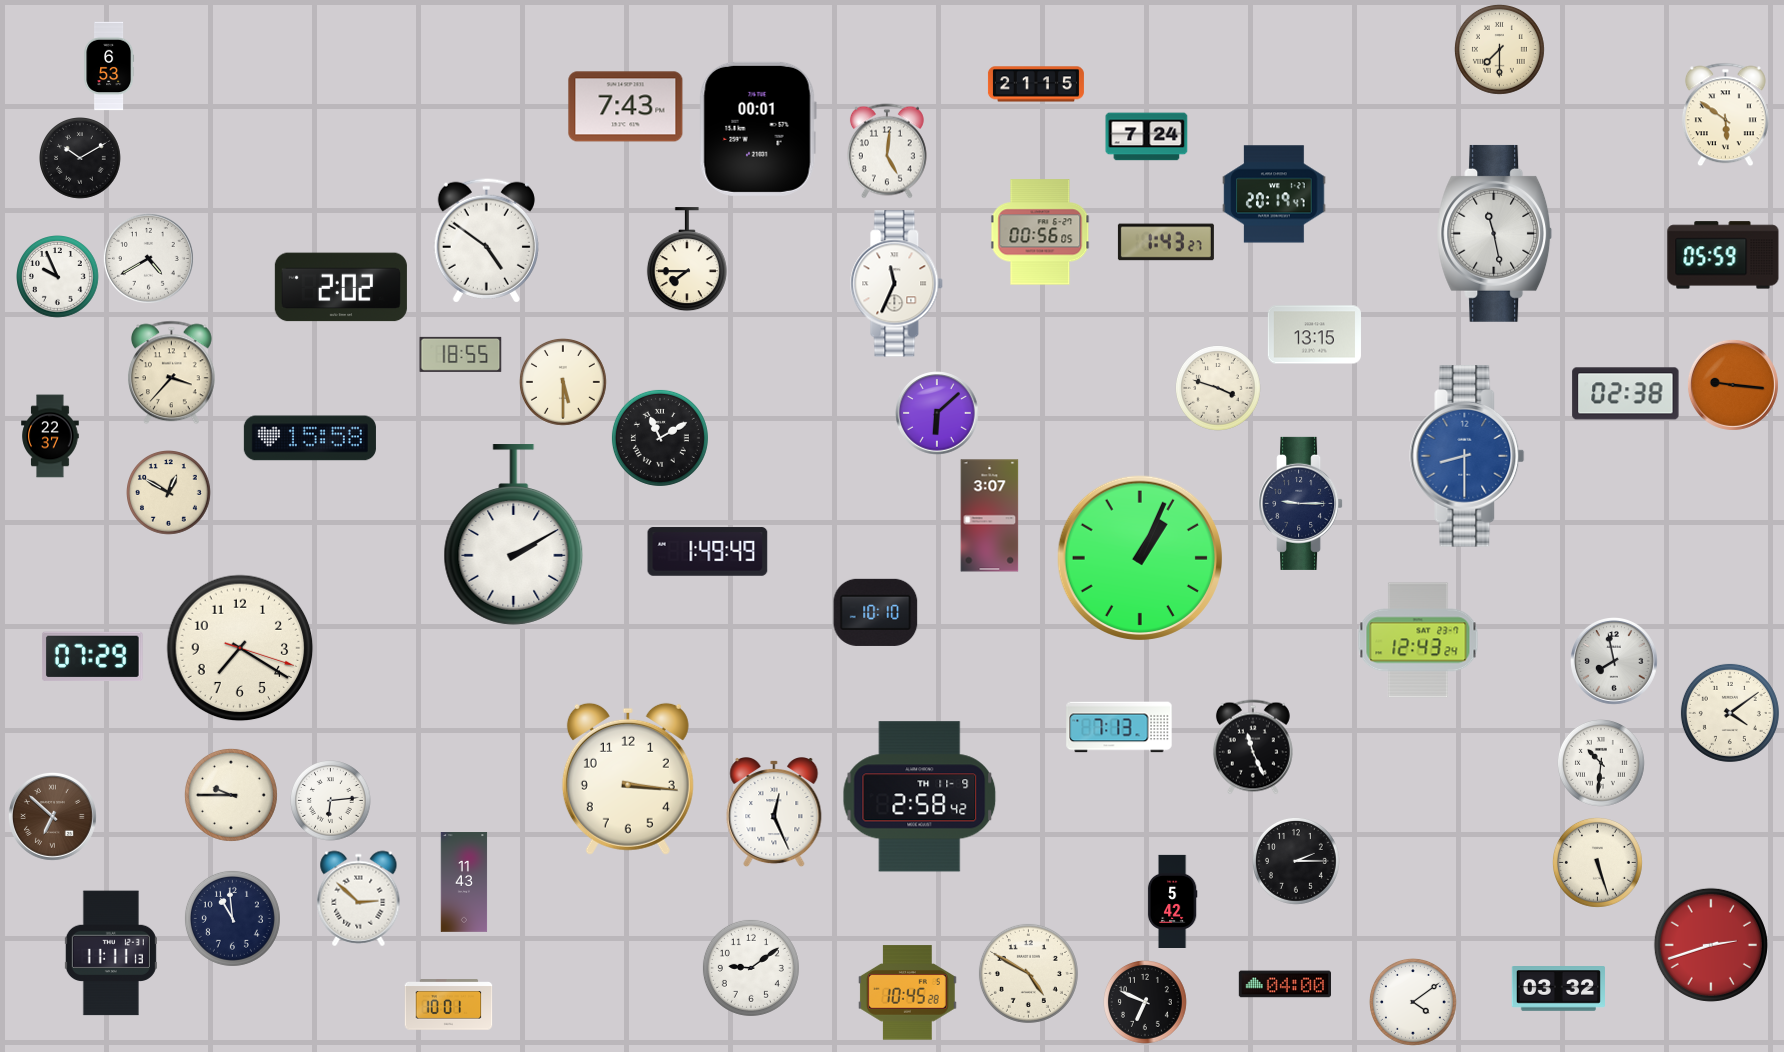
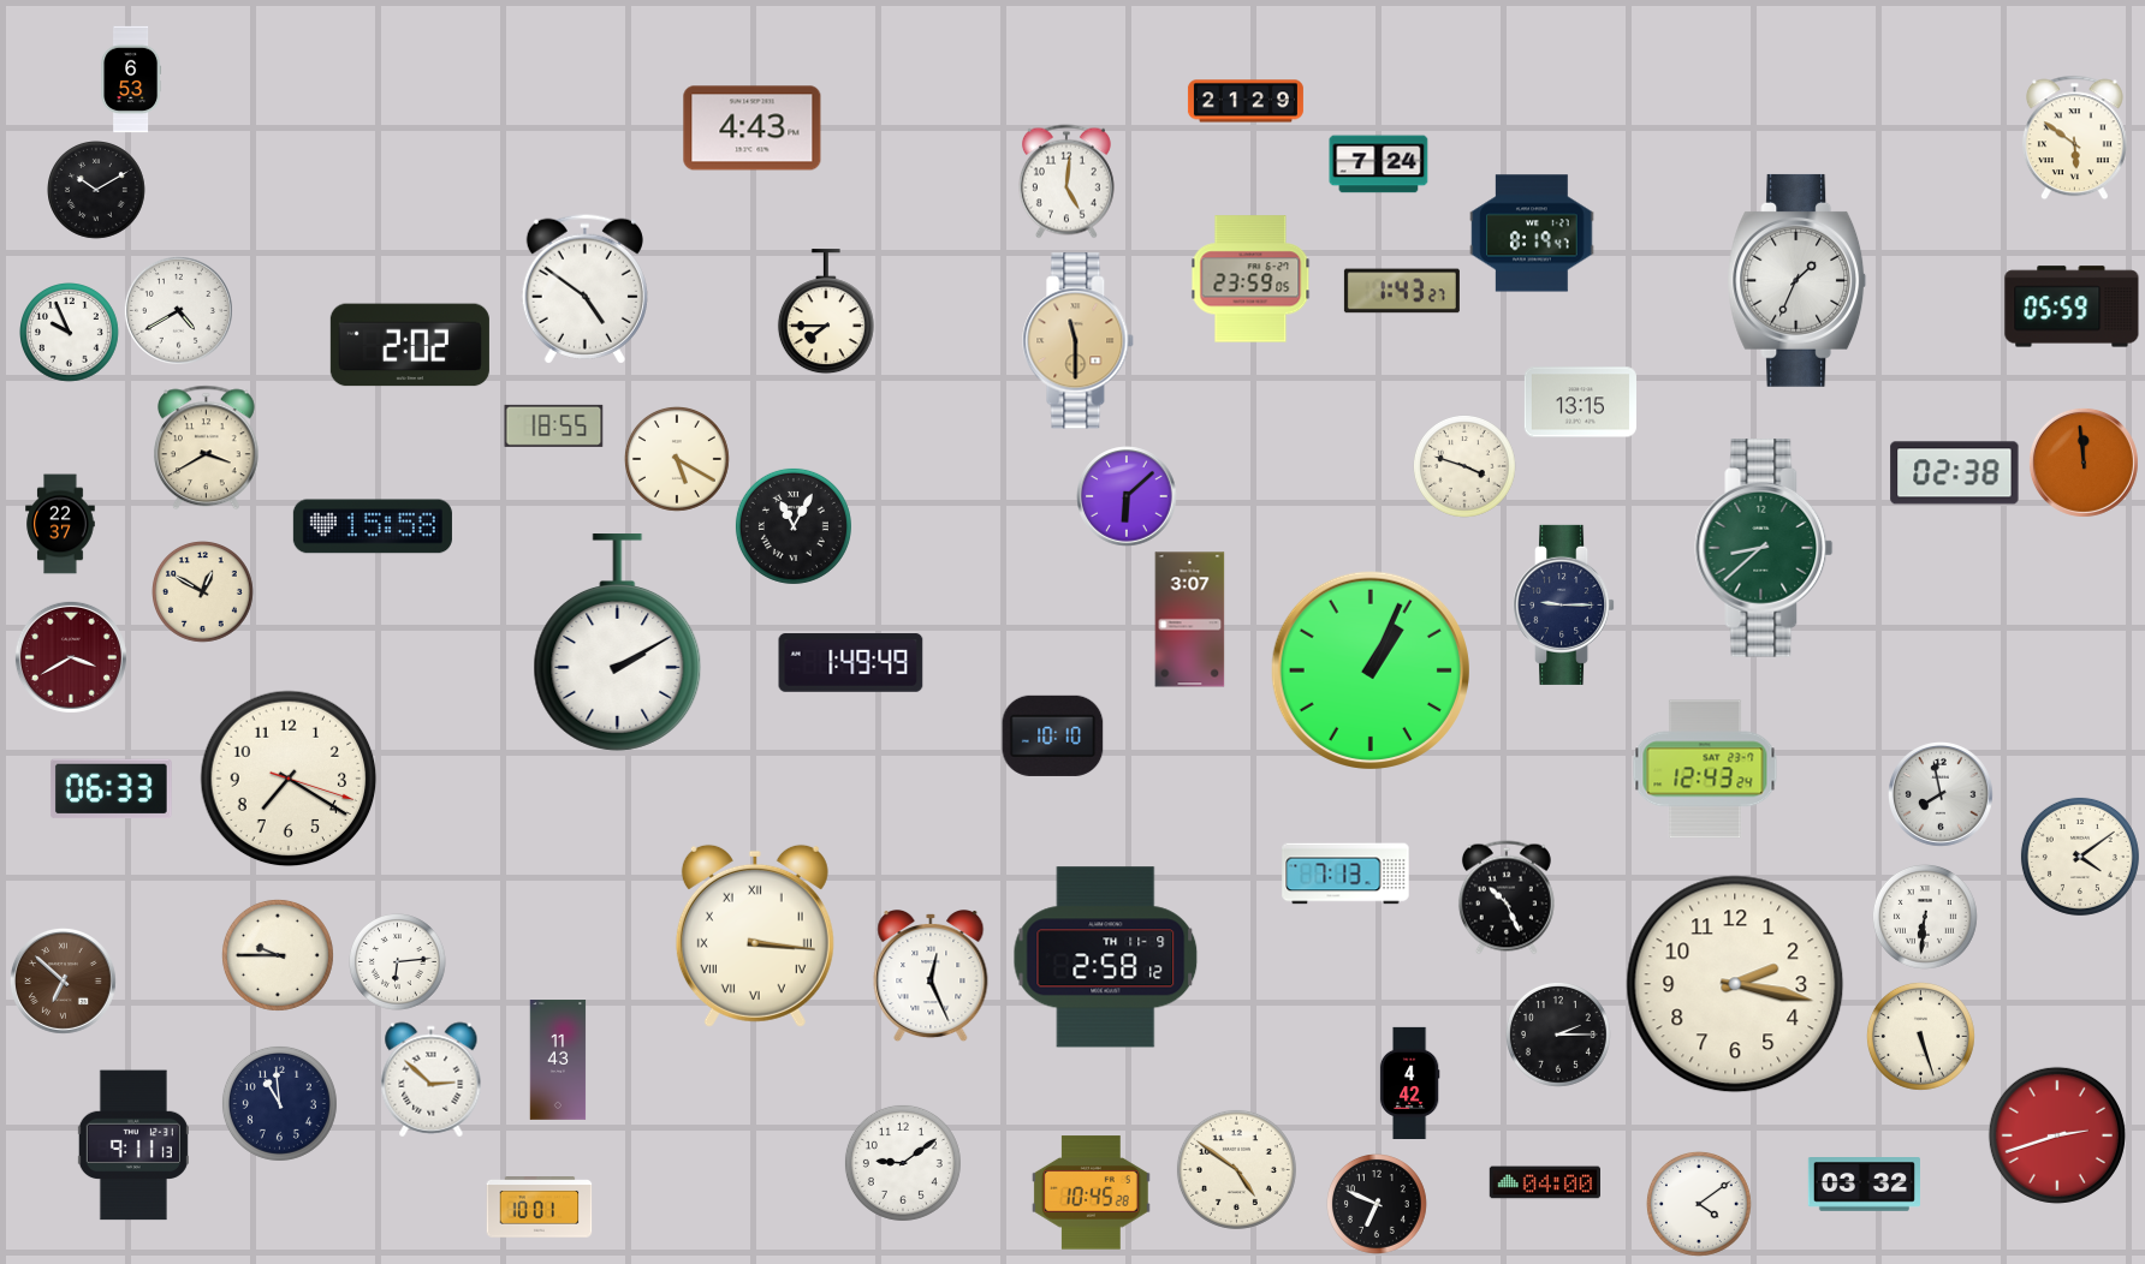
clock at (1499, 49): 7:30 -> none
clock at (1036, 84): 21:15 -> 21:29
clock at (626, 107): 7:43 -> 4:43
clock at (758, 129): 00:01 -> none
clock at (1274, 194): 20:19 -> 8:19
clock at (1040, 232): 00:56 -> 23:59
clock at (1495, 233): 11:28 -> 1:34
clock at (897, 284): 11:34 -> 11:30
clock at (897, 284) dial: white -> champagne
clock at (171, 373): 3:37 -> 3:40
clock at (563, 382): 5:30 -> 5:20
clock at (1733, 385): 9:16 -> 11:59
clock at (660, 438): 11:10 -> 11:05
clock at (1467, 456): 8:30 -> 8:38
clock at (1467, 456) dial: blue -> green
clock at (71, 657): none -> 3:40
clock at (93, 657): 07:29 -> 06:33
clock at (1253, 747): 11:26 -> 10:26
clock at (1601, 763): 10:31 -> 6:31
clock at (628, 779) numerals: Arabic -> Roman
clock at (920, 797): 2:58:42 -> 2:58:12
clock at (1735, 984): none -> 2:17
clock at (1172, 901): 5:42 -> 4:42
clock at (111, 953): 11:11 -> 9:11
clock at (1028, 973): 4:50 -> 4:51
clock at (1558, 989) position: (1558, 989) -> (1864, 1185)
